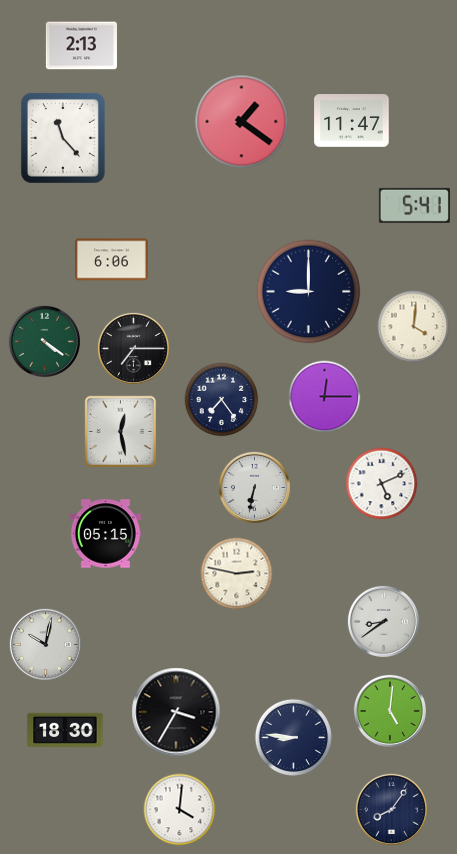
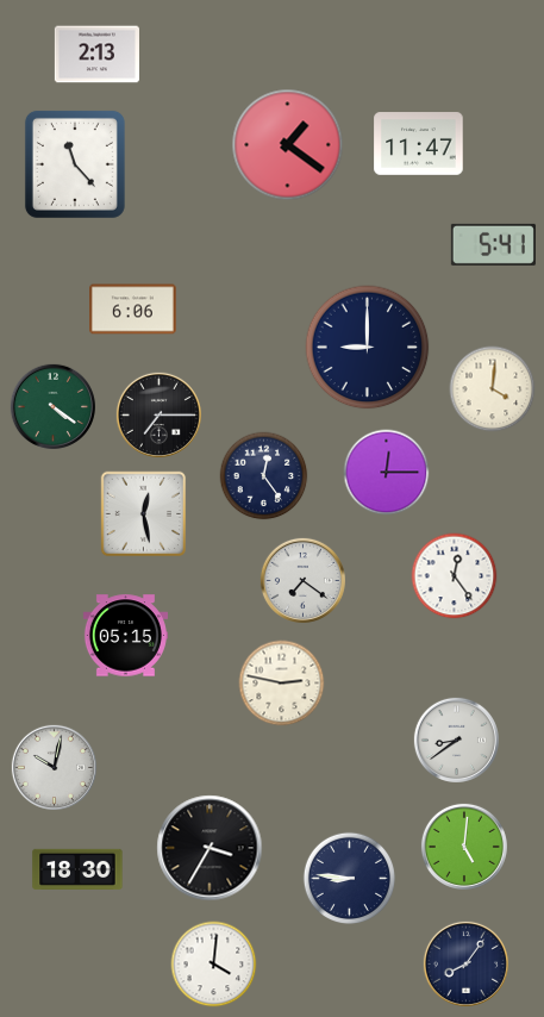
clock at (222, 400): 7:24 -> 12:24
clock at (382, 484): 5:11 -> 12:24
clock at (254, 487): 6:32 -> 7:21
